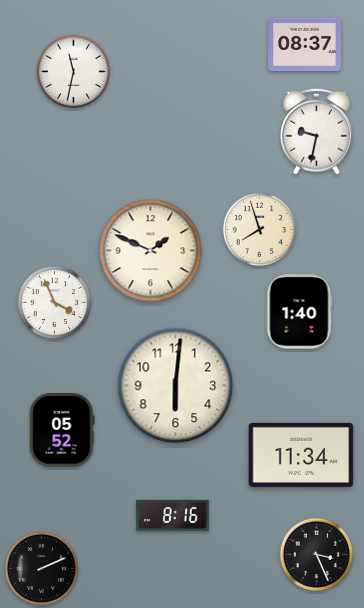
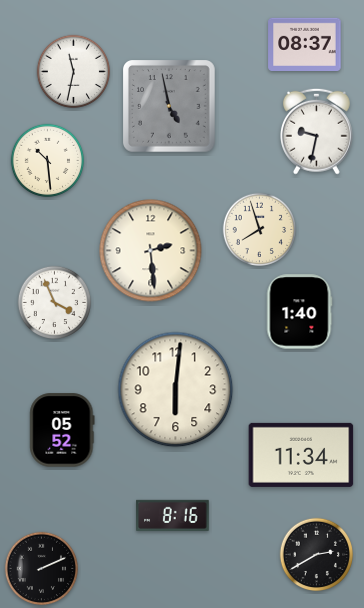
clock at (170, 107): none -> 4:58
clock at (48, 161): none -> 10:29
clock at (151, 251): 1:49 -> 2:29
clock at (176, 386) position: (176, 386) -> (176, 390)
clock at (317, 555): 3:26 -> 2:40
